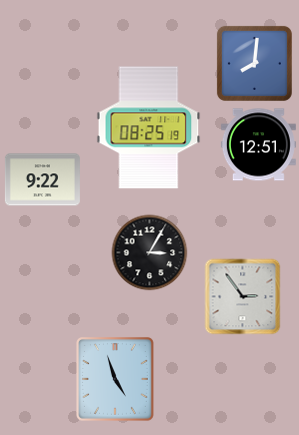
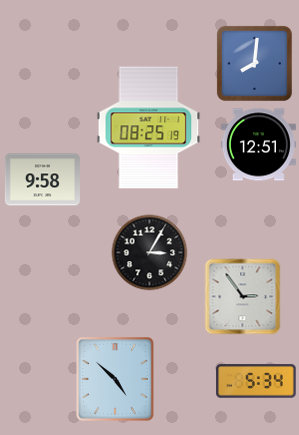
clock at (42, 180): 9:22 -> 9:58
clock at (116, 380): 4:57 -> 4:52
clock at (256, 381): none -> 5:34
